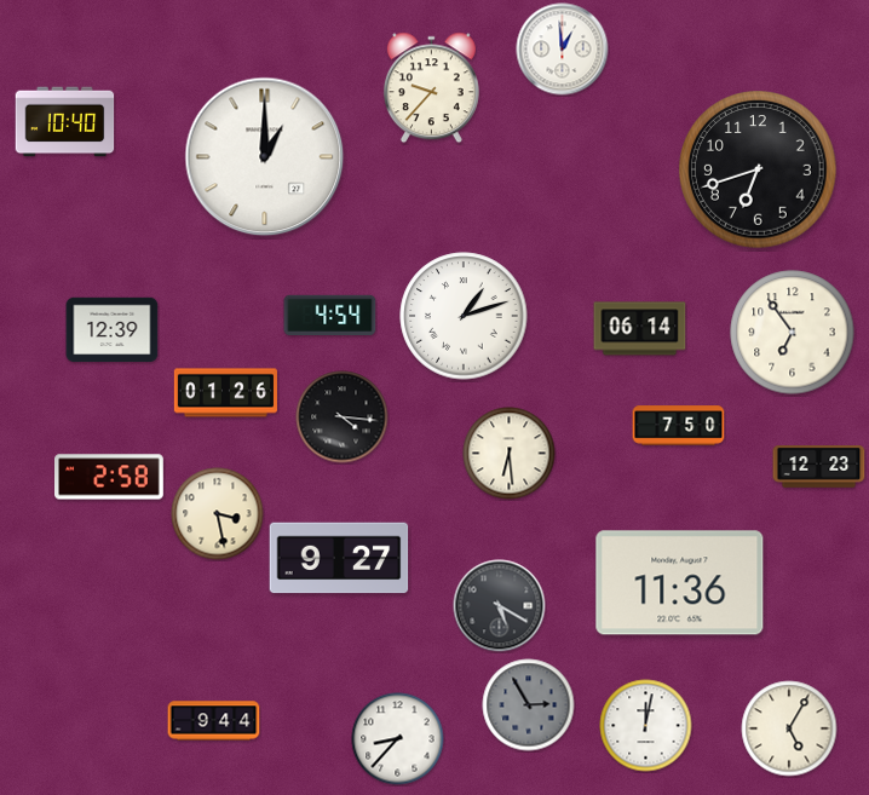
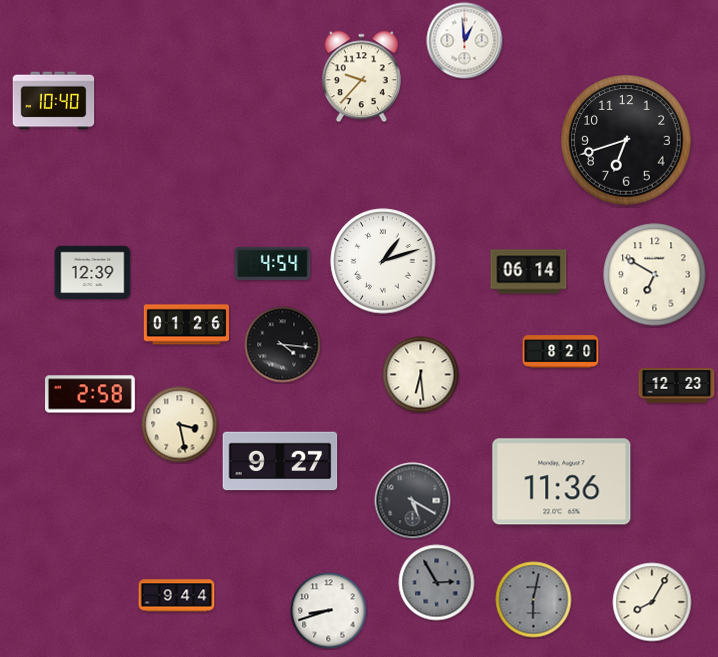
clock at (431, 88) position: (431, 88) -> (361, 77)
clock at (265, 157): 1:00 -> none
clock at (330, 315) position: (330, 315) -> (273, 263)
clock at (793, 333): 6:54 -> 6:50
clock at (679, 426): 7:50 -> 8:20
clock at (646, 726): 12:02 -> 6:02
clock at (646, 726) dial: white -> grey
clock at (789, 728): 5:05 -> 8:05
clock at (398, 739): 8:37 -> 8:42
